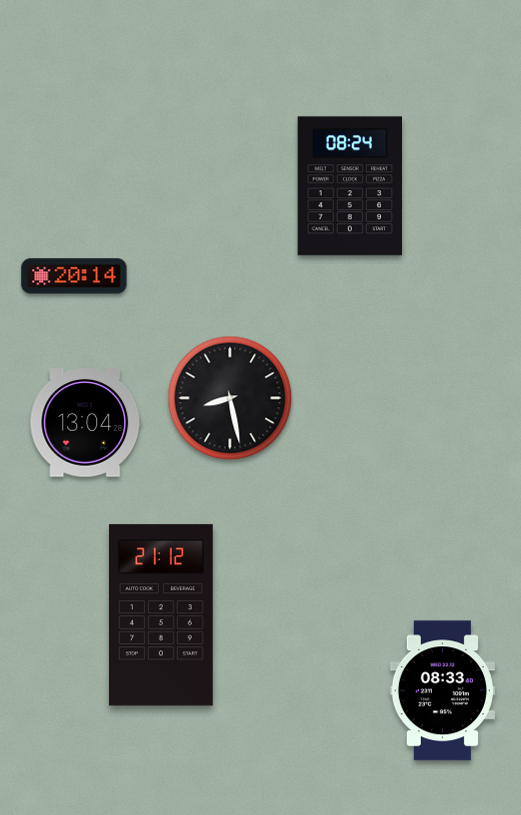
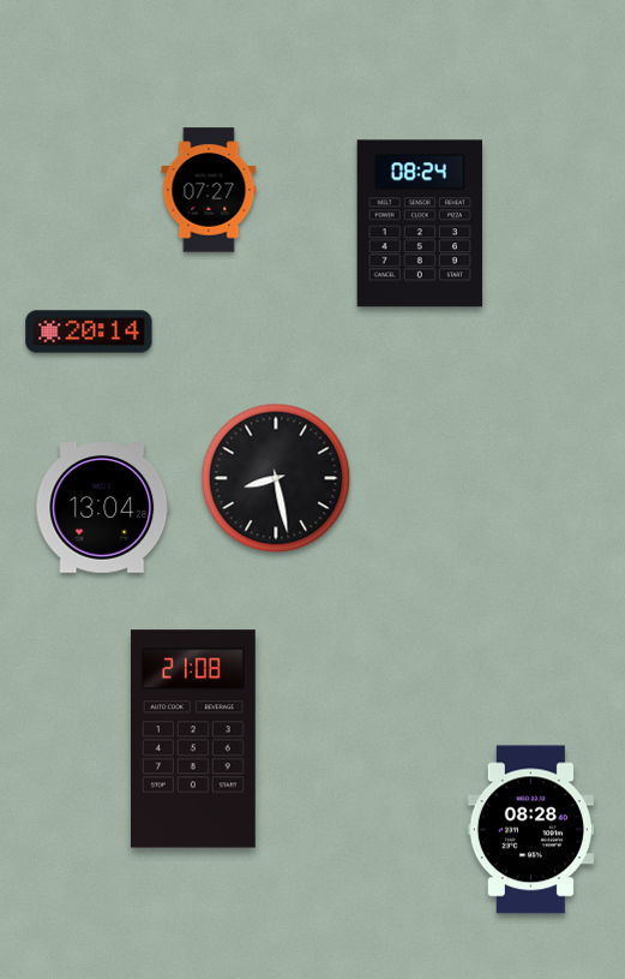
clock at (209, 190): none -> 07:27
clock at (161, 615): 21:12 -> 21:08
clock at (442, 691): 08:33 -> 08:28
